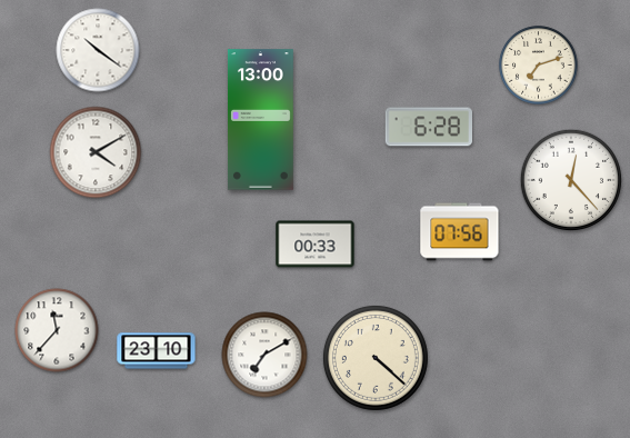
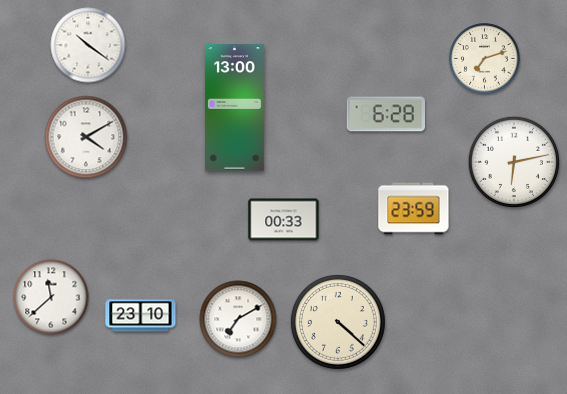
clock at (570, 179): 12:23 -> 6:13
clock at (460, 232): 07:56 -> 23:59
clock at (57, 330): 11:37 -> 11:38
